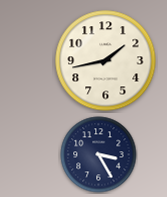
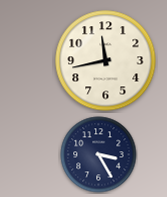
clock at (106, 61): 1:43 -> 11:43
